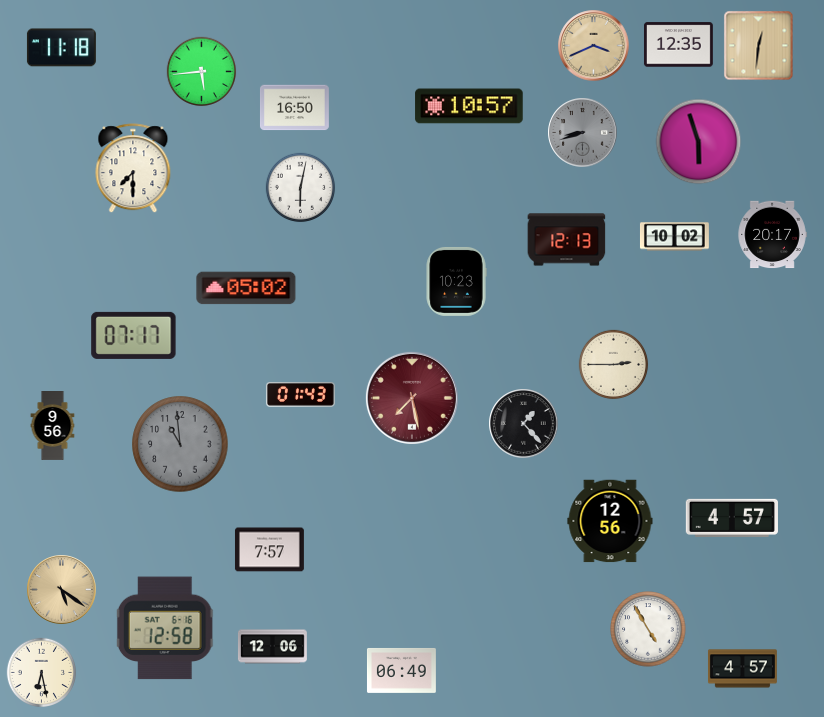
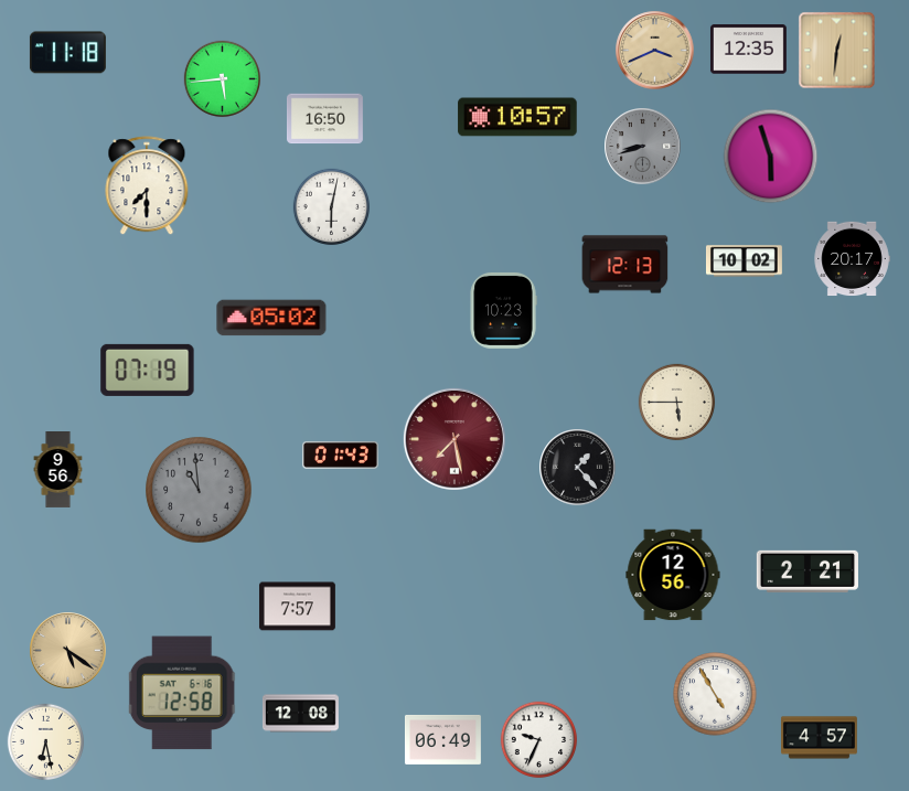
clock at (134, 335): 07:17 -> 07:19
clock at (614, 365): 2:45 -> 5:45
clock at (300, 395) position: (300, 395) -> (340, 456)
clock at (732, 518): 4:57 -> 2:21
clock at (272, 647): 12:06 -> 12:08
clock at (539, 740): none -> 9:34
